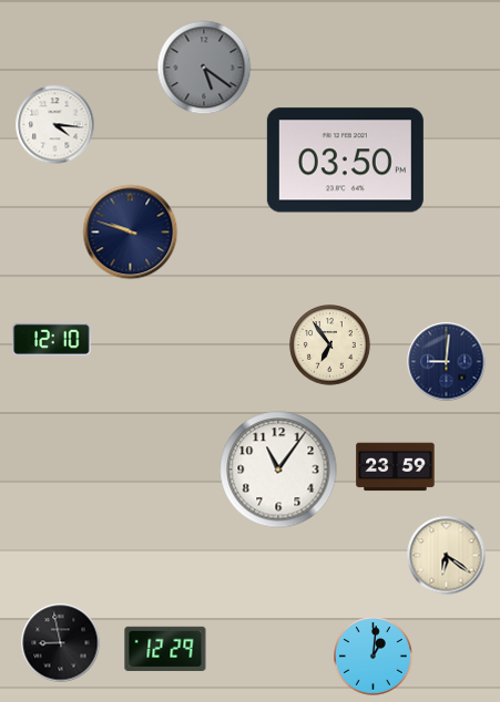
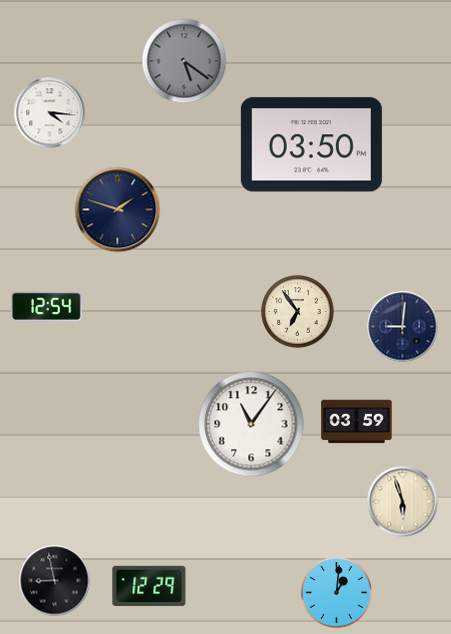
clock at (131, 233): 9:48 -> 1:48
clock at (52, 339): 12:10 -> 12:54
clock at (396, 467): 23:59 -> 03:59
clock at (447, 556): 6:21 -> 5:57
